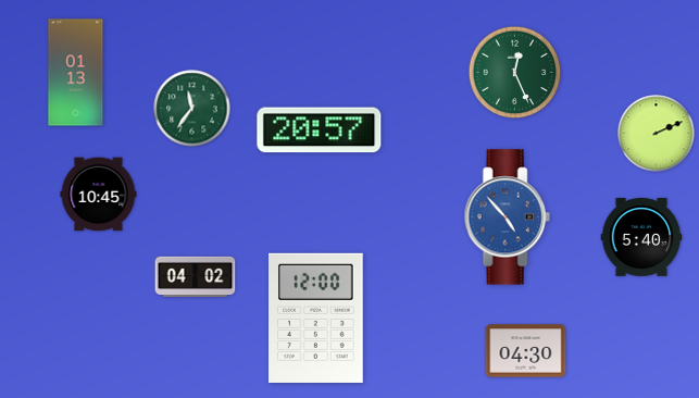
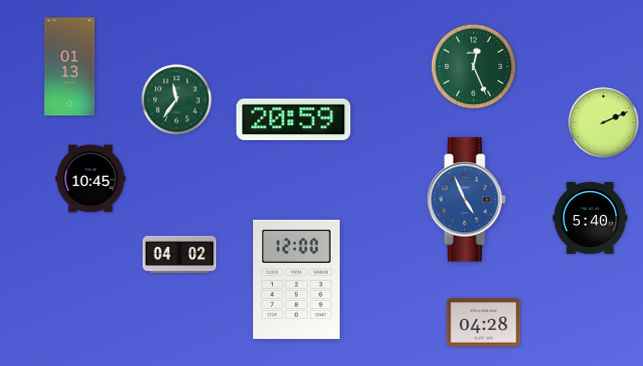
clock at (320, 130): 20:57 -> 20:59
clock at (507, 217): 4:53 -> 4:56
clock at (316, 318) position: (316, 318) -> (297, 279)
clock at (526, 351): 04:30 -> 04:28
